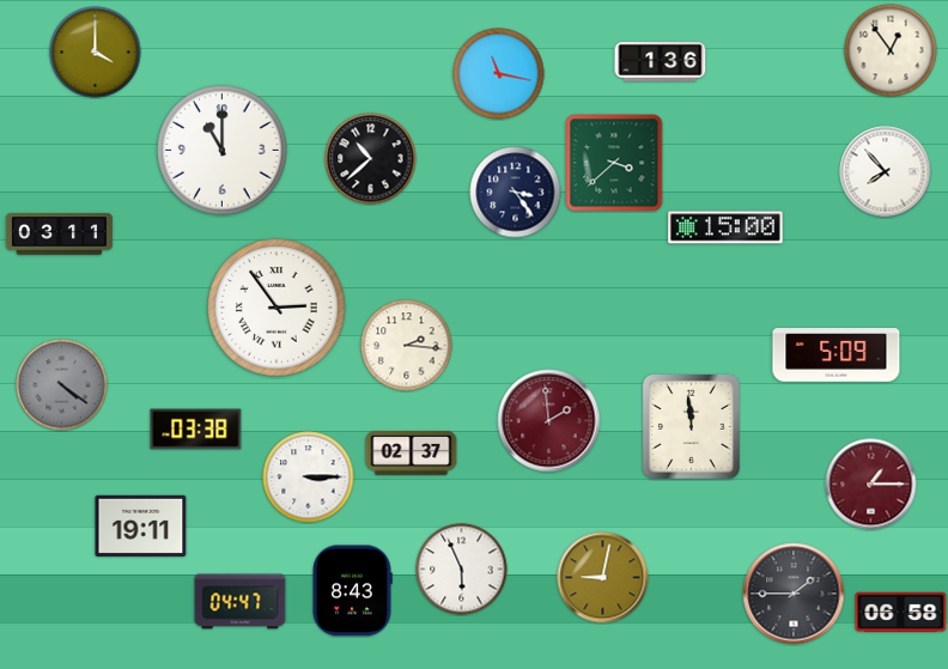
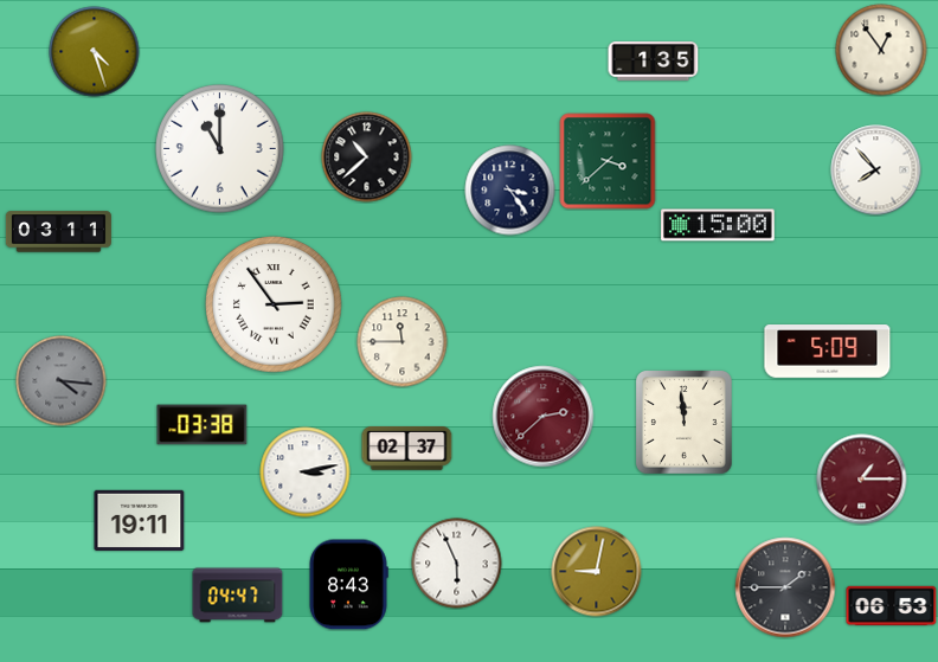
clock at (96, 53): 4:00 -> 4:27
clock at (661, 62): 1:36 -> 1:35
clock at (499, 74): 11:17 -> none
clock at (407, 346): 2:16 -> 11:45
clock at (62, 385): 4:21 -> 4:16
clock at (549, 421): 1:59 -> 2:38
clock at (196, 430) position: (196, 430) -> (203, 425)
clock at (309, 478): 3:15 -> 3:13
clock at (901, 612): 06:58 -> 06:53
